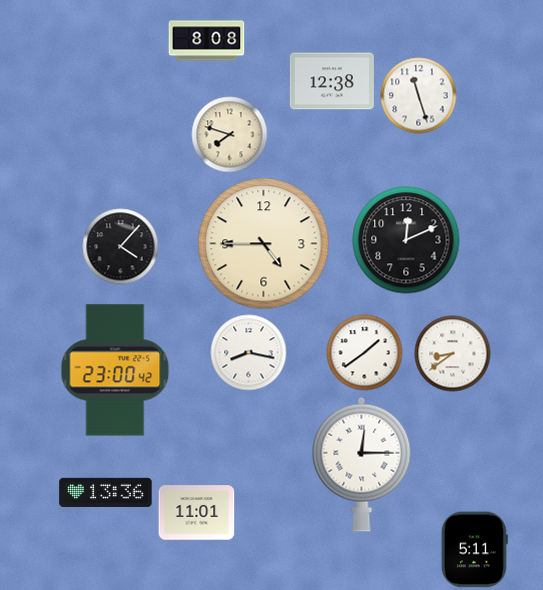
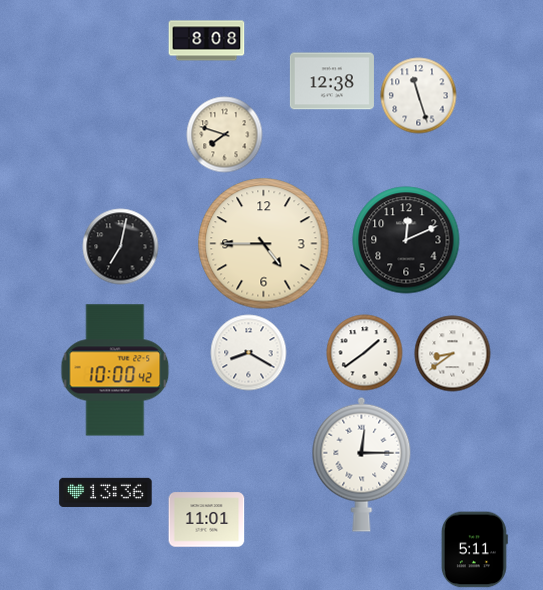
clock at (230, 135) position: (230, 135) -> (225, 135)
clock at (121, 247): 4:07 -> 7:02
clock at (249, 353): 8:17 -> 8:20
clock at (115, 370): 23:00 -> 10:00
clock at (197, 513) position: (197, 513) -> (207, 520)
